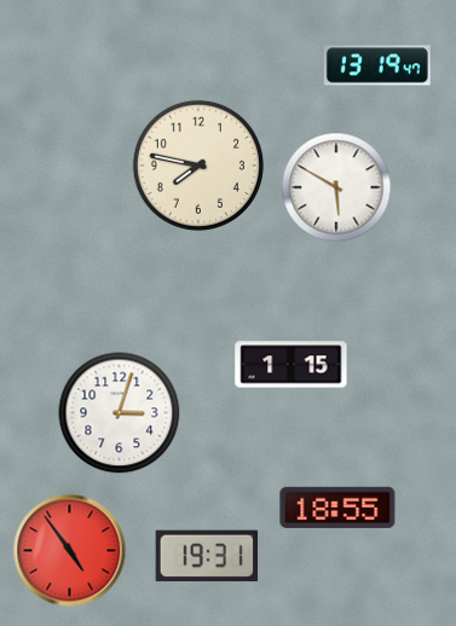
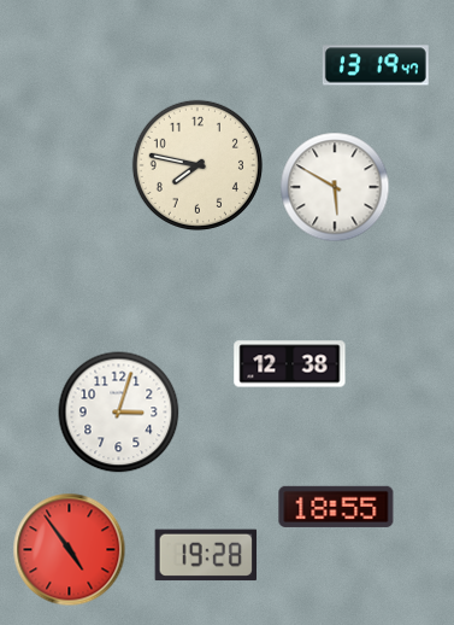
clock at (292, 365): 1:15 -> 12:38
clock at (207, 556): 19:31 -> 19:28
